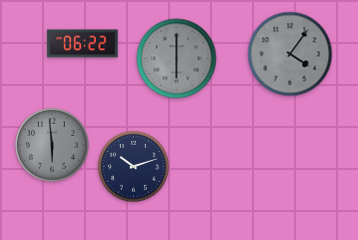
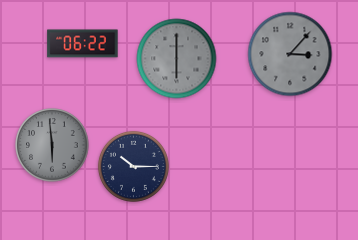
clock at (290, 54): 4:06 -> 3:07
clock at (133, 166): 10:12 -> 10:15
